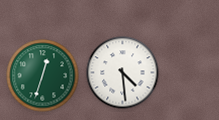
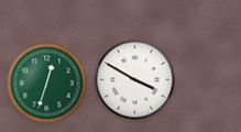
clock at (123, 73): 4:29 -> 3:50
